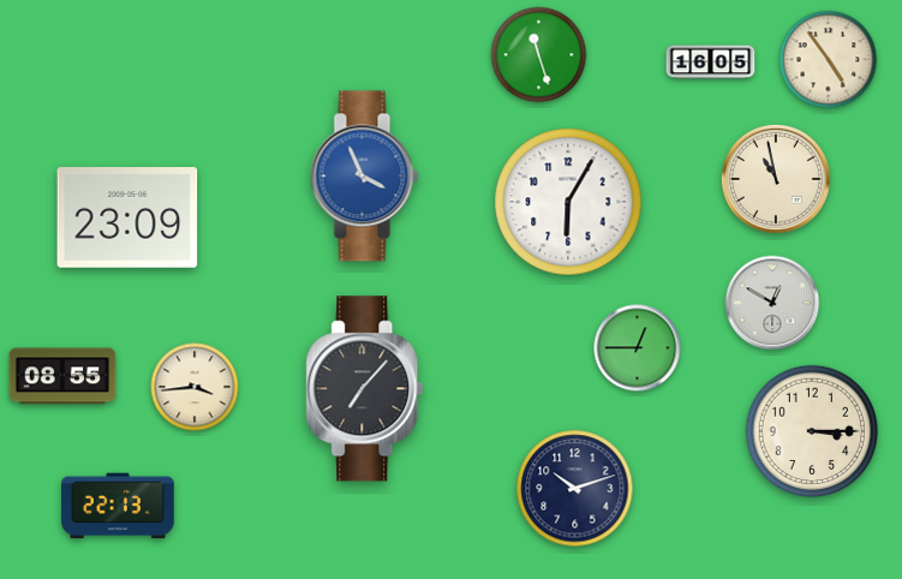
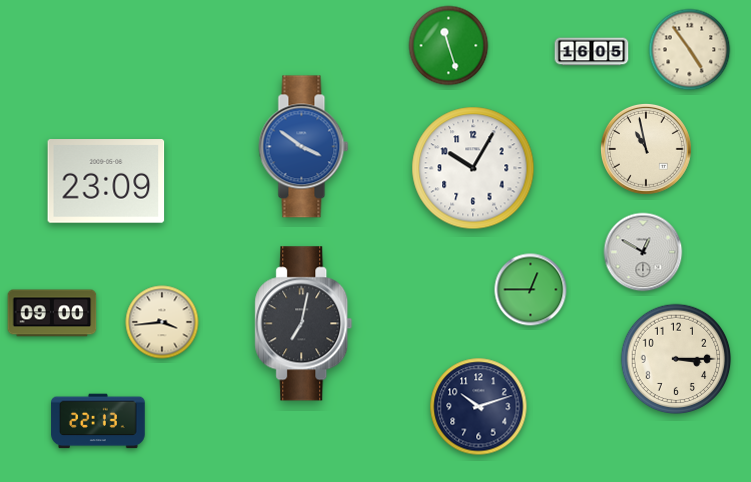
clock at (365, 177): 3:56 -> 3:51
clock at (568, 202): 6:05 -> 10:05
clock at (62, 376): 08:55 -> 09:00
clock at (365, 389): 7:07 -> 7:02
